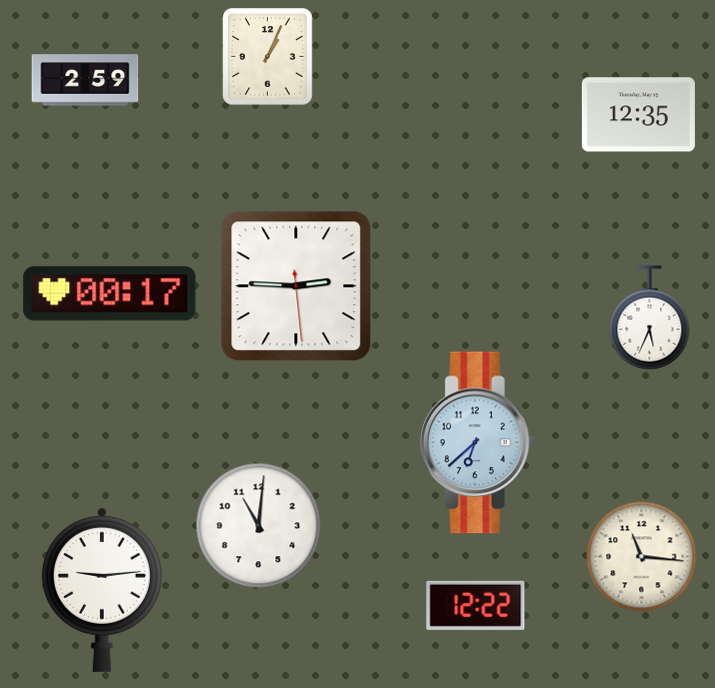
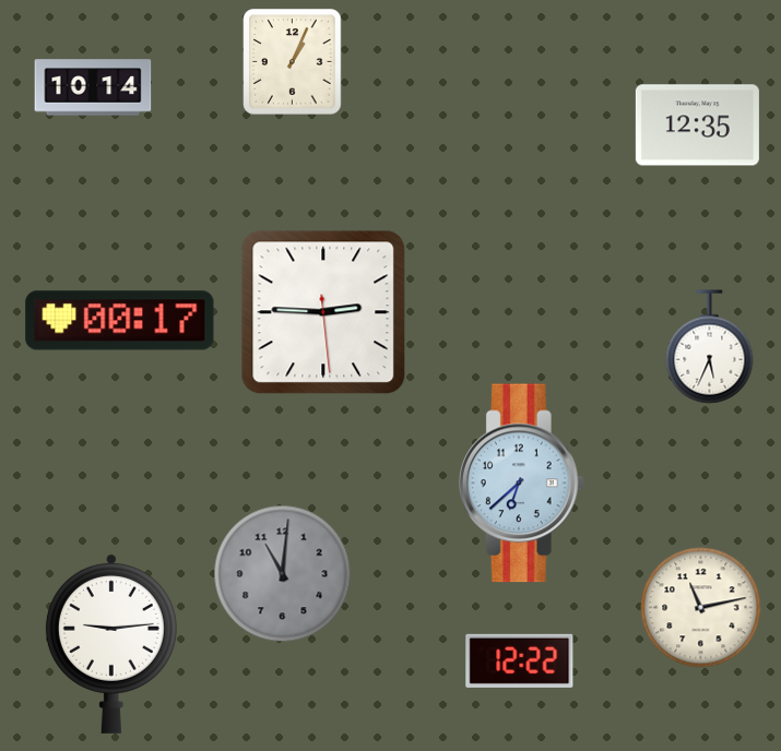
clock at (85, 80): 2:59 -> 10:14
clock at (259, 526) dial: white -> grey
clock at (642, 557): 11:16 -> 11:13
